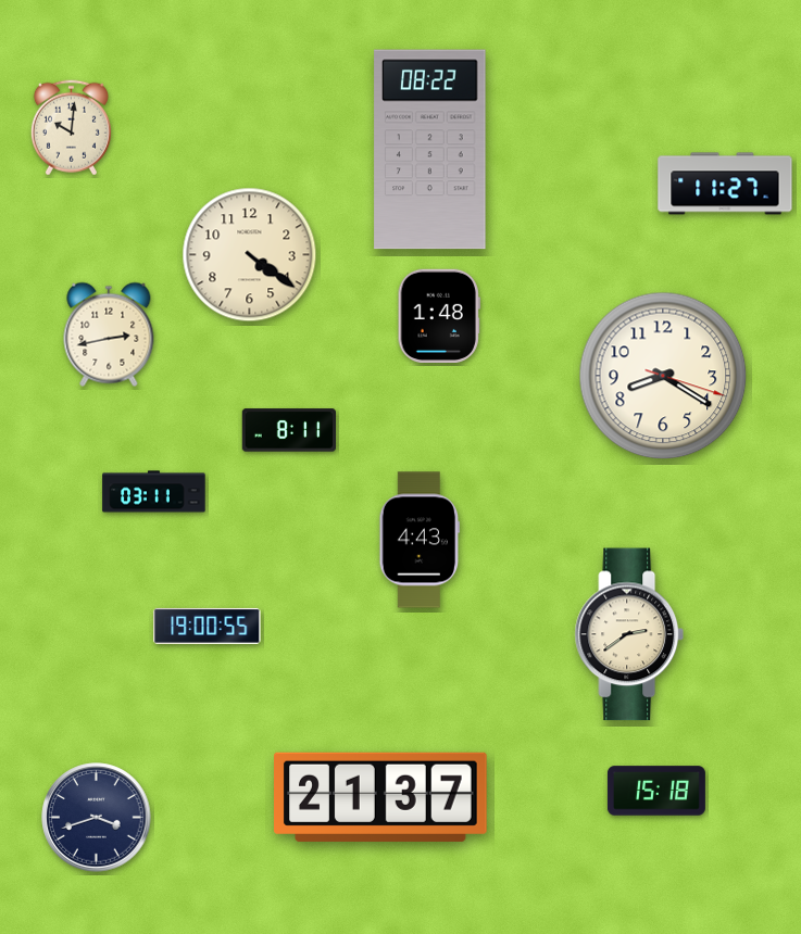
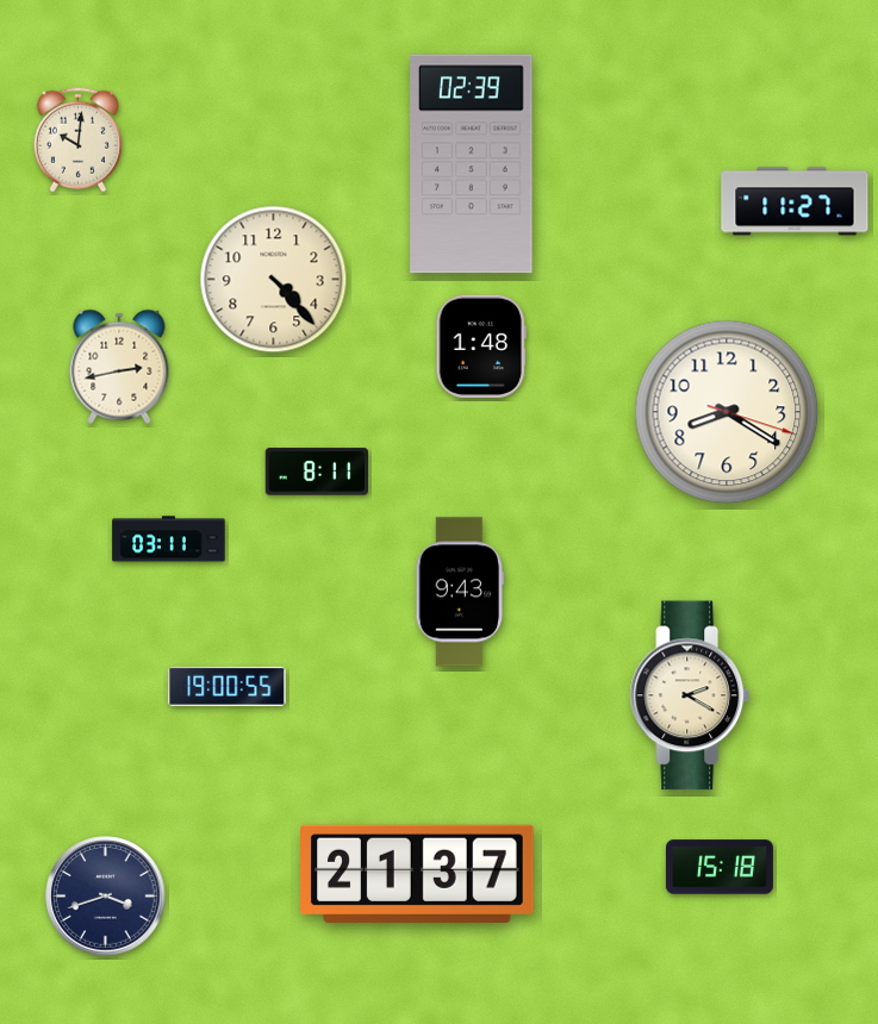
clock at (430, 150): 08:22 -> 02:39
clock at (250, 255): 4:21 -> 4:23
clock at (418, 540): 4:43 -> 9:43
clock at (629, 634): 2:39 -> 2:20
